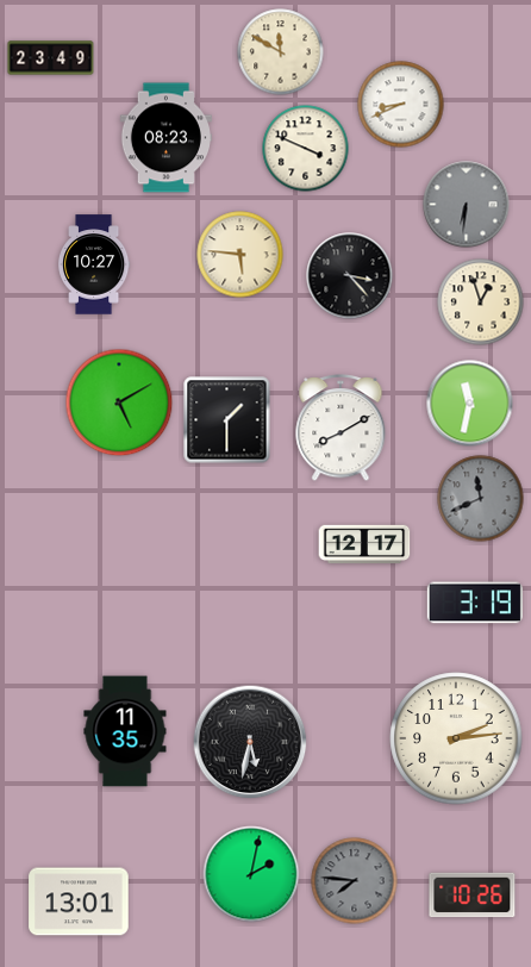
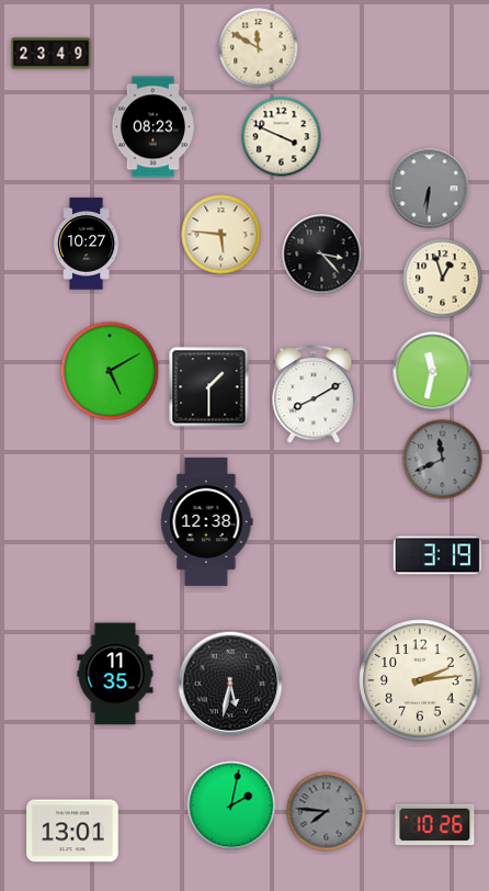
clock at (51, 58) position: (51, 58) -> (52, 54)
clock at (401, 105): 8:41 -> none
clock at (364, 544): 12:17 -> none
clock at (207, 521): none -> 12:38
